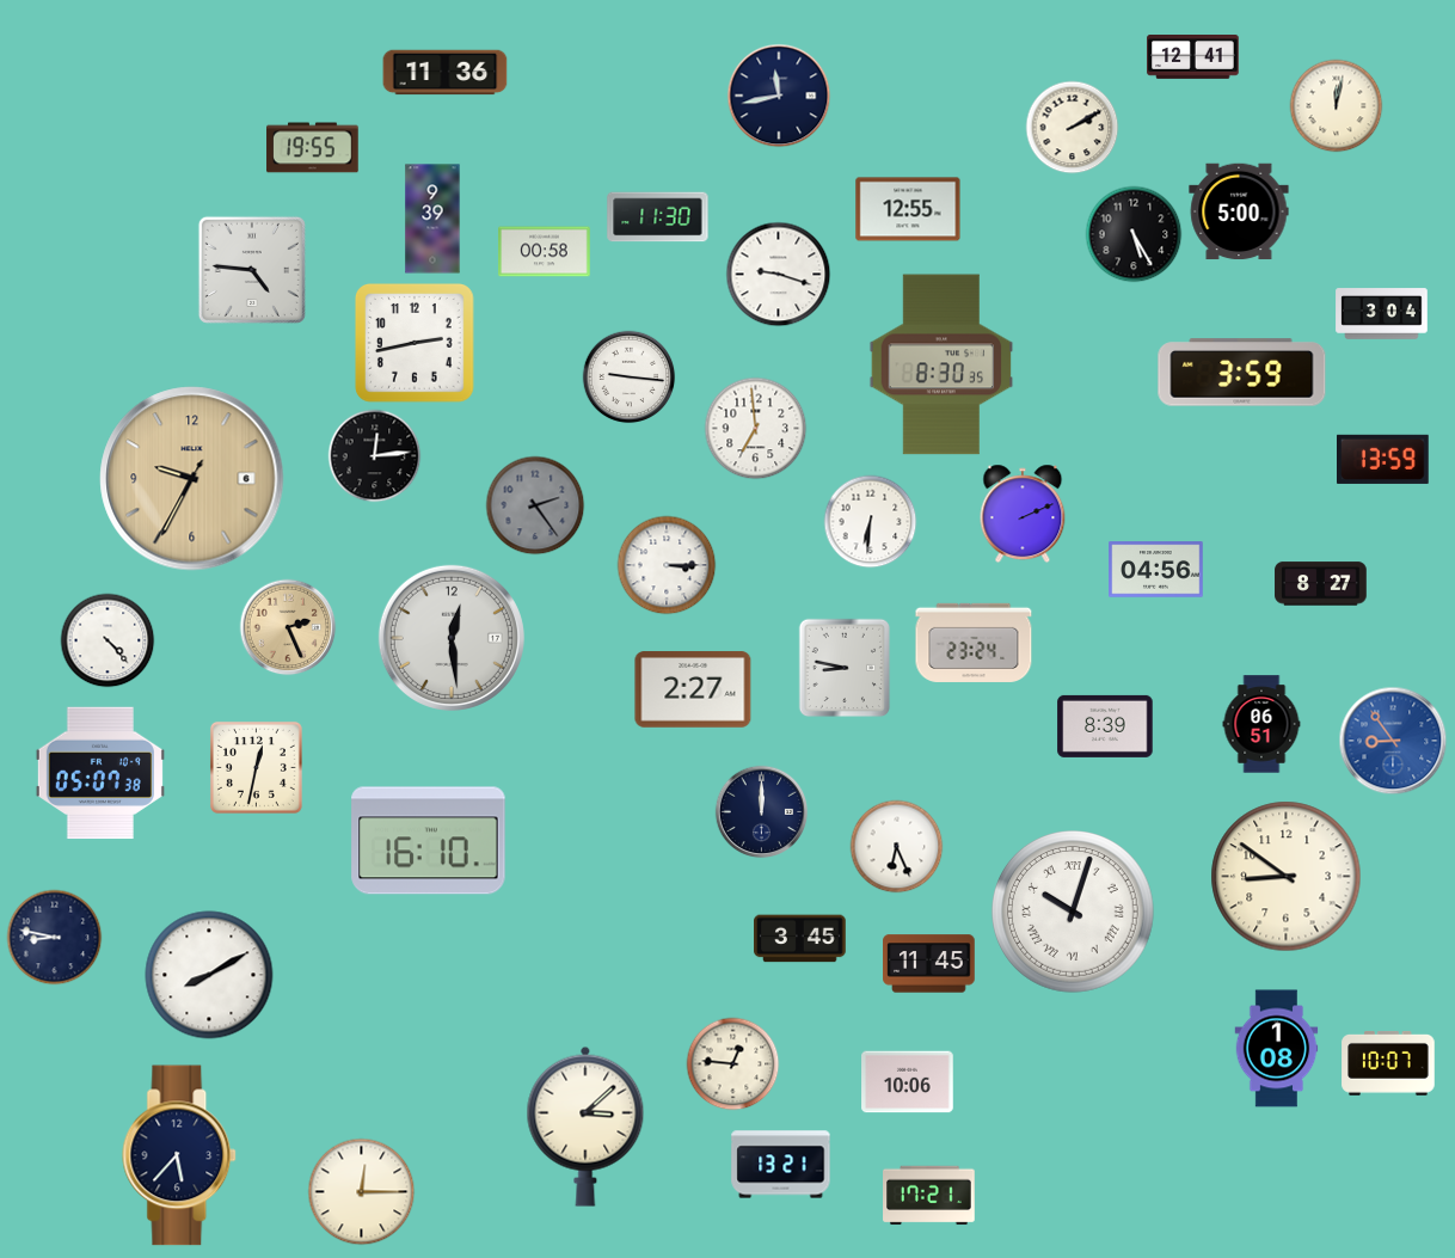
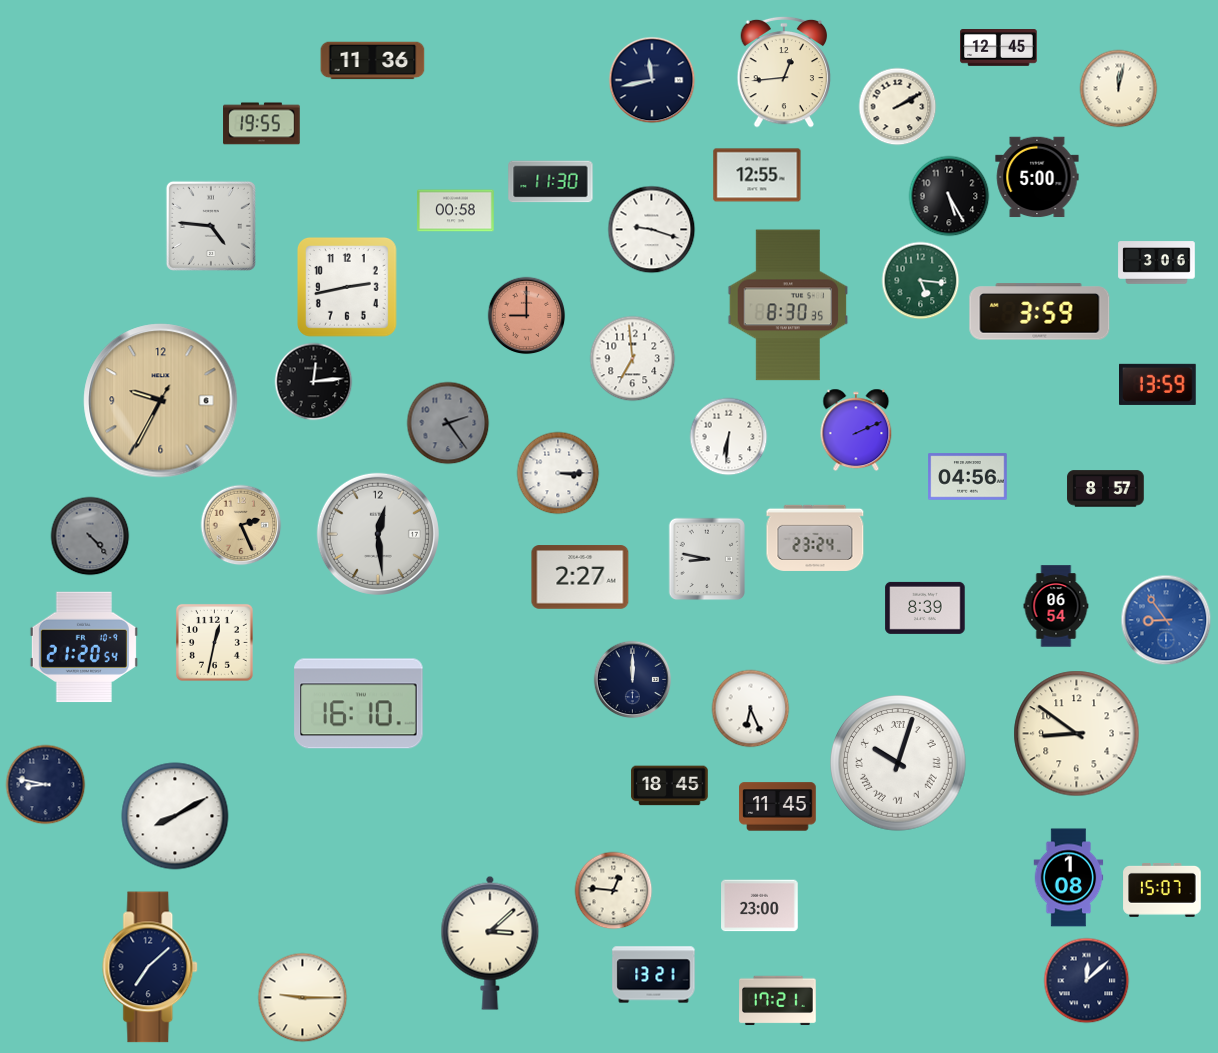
clock at (1193, 57): 12:41 -> 12:45
clock at (784, 72): none -> 12:44
clock at (908, 209) position: (908, 209) -> (757, 175)
clock at (432, 219): 9:39 -> none
clock at (1382, 314): 3:04 -> 3:06
clock at (920, 280): none -> 5:16
clock at (628, 376): 9:16 -> 9:00
clock at (628, 376) dial: white -> salmon
clock at (1321, 584): 8:27 -> 8:57
clock at (108, 640) dial: white -> grey
clock at (1261, 724): 06:51 -> 06:54
clock at (100, 773): 05:07 -> 21:20
clock at (761, 811) position: (761, 811) -> (632, 679)
clock at (800, 939): 3:45 -> 18:45
clock at (1388, 1063): 10:07 -> 15:07
clock at (908, 1082): 10:06 -> 23:00
clock at (180, 1155): 5:37 -> 7:08
clock at (1086, 980): none -> 12:08
clock at (361, 1191): 12:15 -> 9:15
